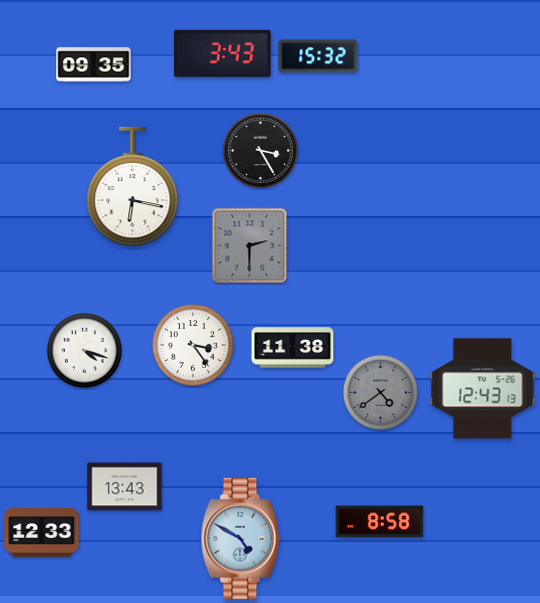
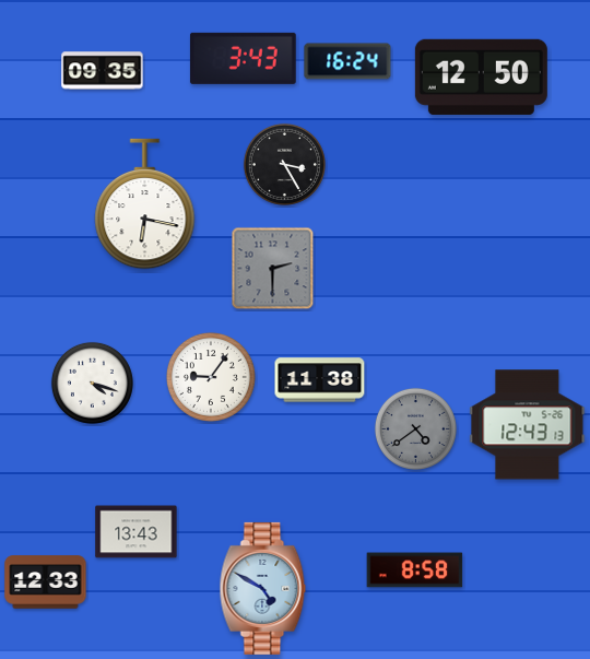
clock at (318, 56): 15:32 -> 16:24
clock at (481, 77): none -> 12:50
clock at (193, 345): 3:24 -> 9:06
